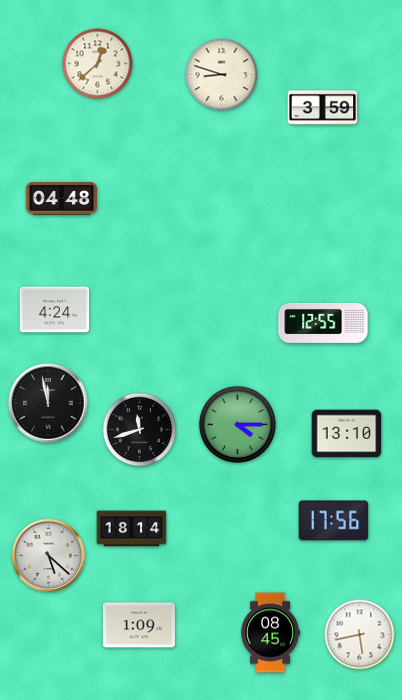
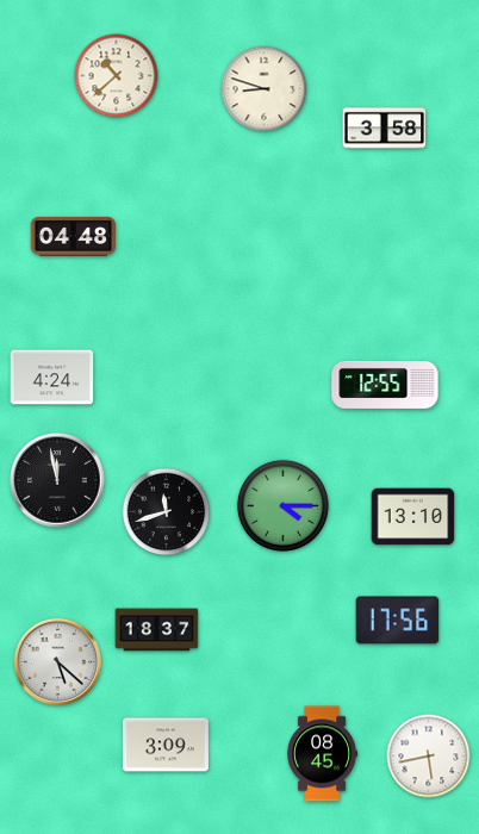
clock at (98, 64): 12:38 -> 10:38
clock at (323, 108): 3:59 -> 3:58
clock at (55, 310) position: (55, 310) -> (52, 378)
clock at (132, 529): 18:14 -> 18:37
clock at (139, 625): 1:09 -> 3:09
